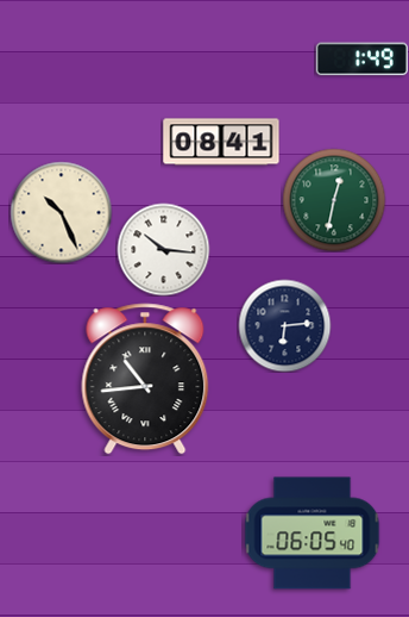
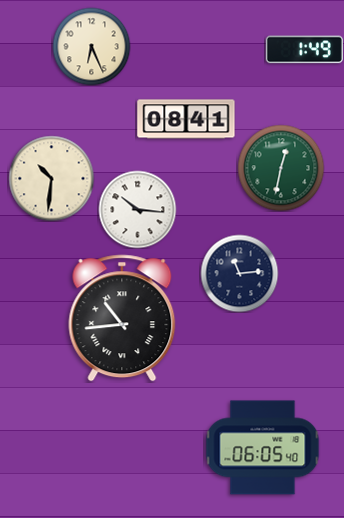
clock at (91, 46): none -> 6:26
clock at (61, 212): 10:26 -> 10:31
clock at (284, 325): 6:14 -> 11:14
